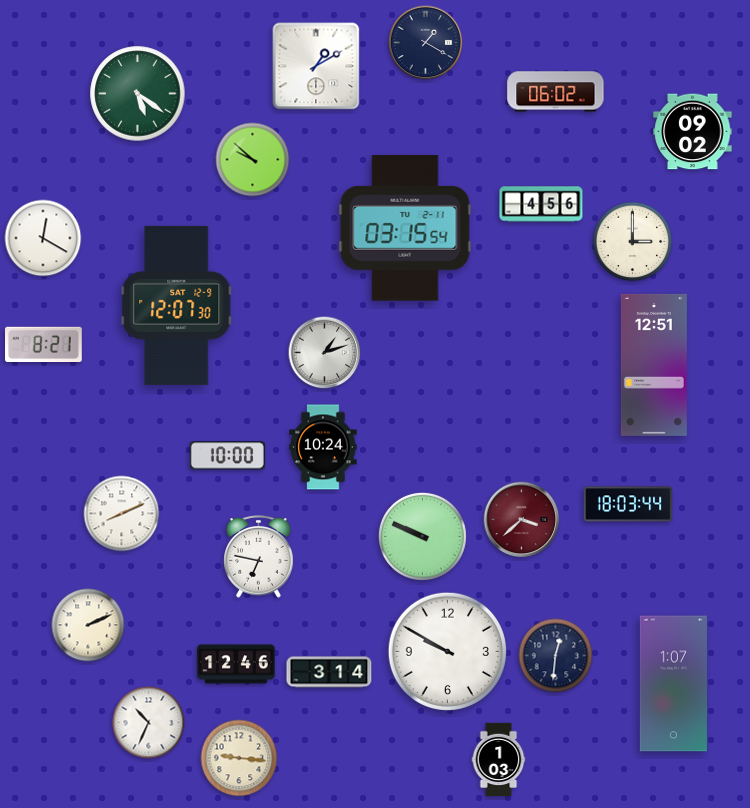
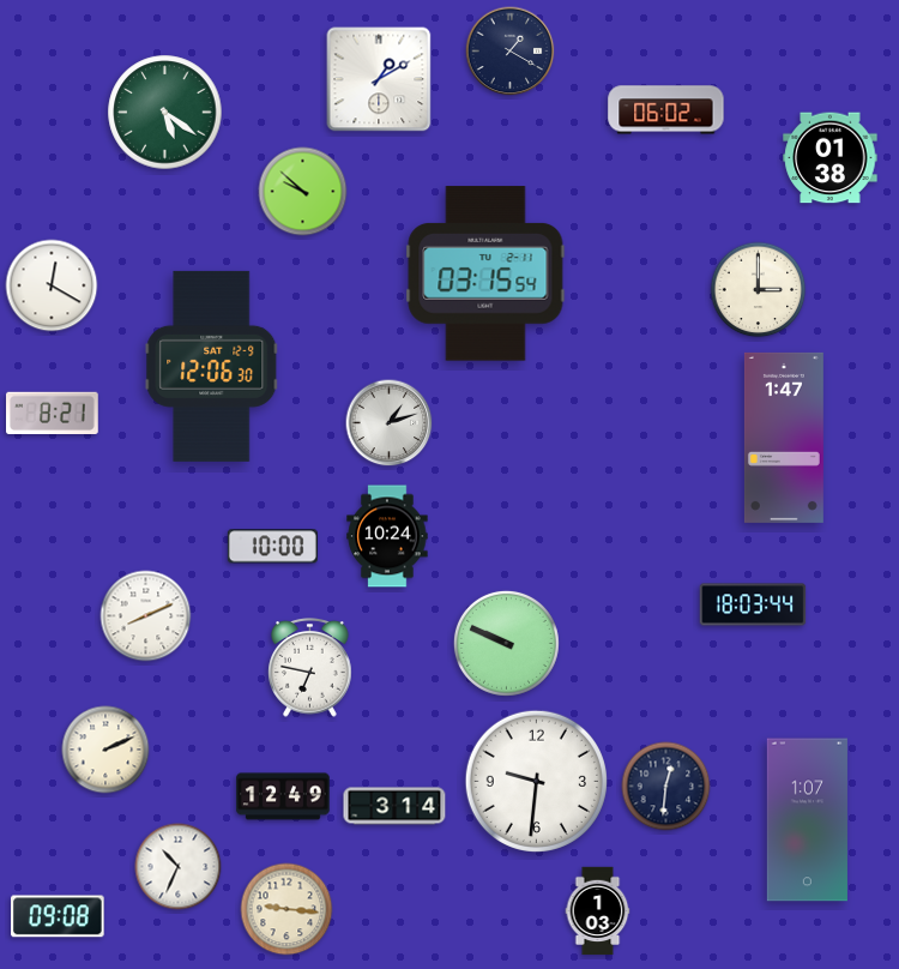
clock at (693, 132): 09:02 -> 01:38
clock at (541, 204): 4:56 -> none
clock at (177, 305): 12:07 -> 12:06
clock at (654, 365): 12:51 -> 1:47
clock at (522, 520): 3:38 -> none
clock at (447, 651): 9:50 -> 9:31
clock at (236, 664): 12:46 -> 12:49
clock at (58, 916): none -> 09:08
